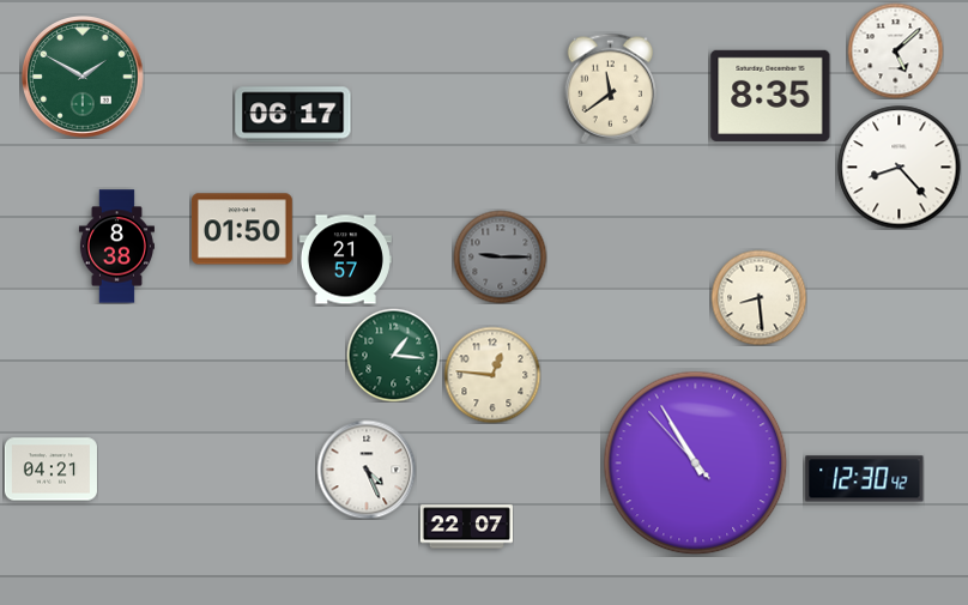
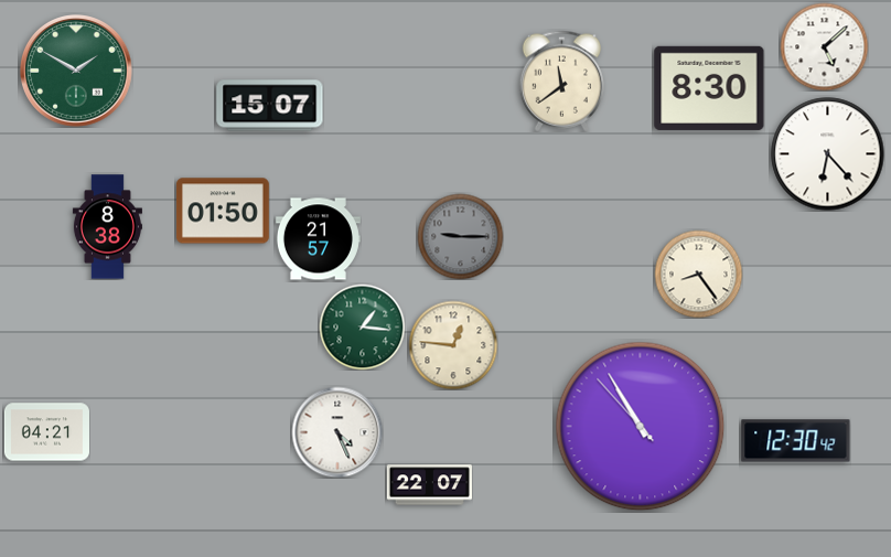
clock at (770, 96): 8:35 -> 8:30
clock at (294, 115): 06:17 -> 15:07
clock at (900, 168): 8:23 -> 6:23
clock at (758, 297): 8:29 -> 8:24
